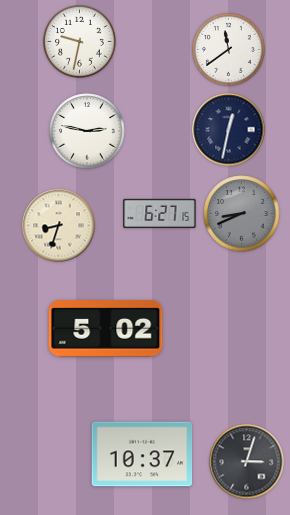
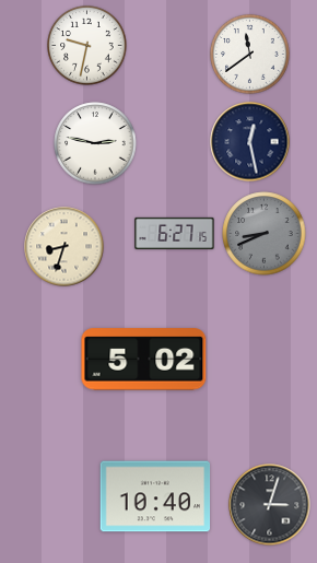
clock at (229, 130): 12:32 -> 12:28
clock at (106, 329) position: (106, 329) -> (144, 360)
clock at (142, 454): 10:37 -> 10:40
